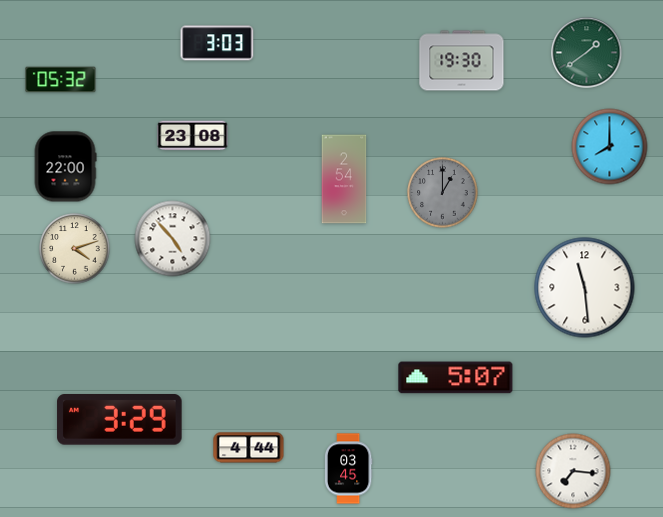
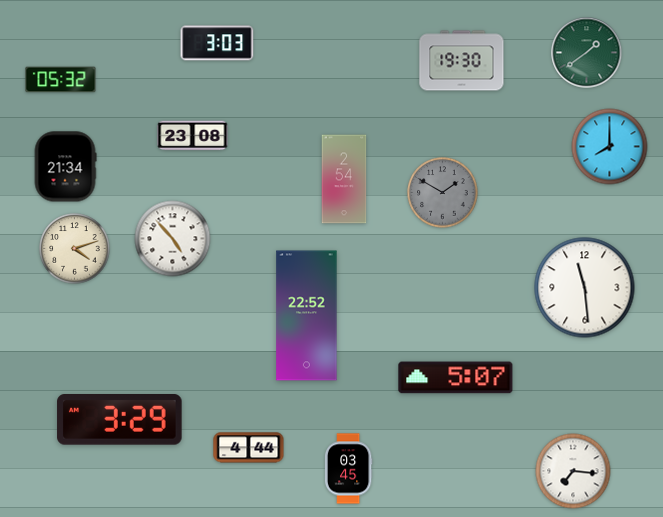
clock at (65, 167): 22:00 -> 21:34
clock at (443, 193): 1:00 -> 1:50
clock at (307, 316): none -> 22:52
